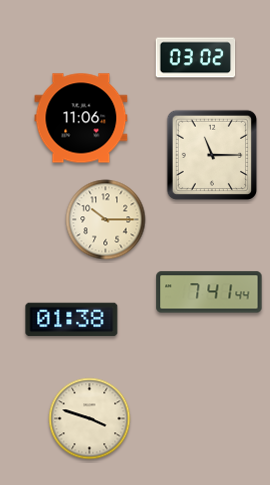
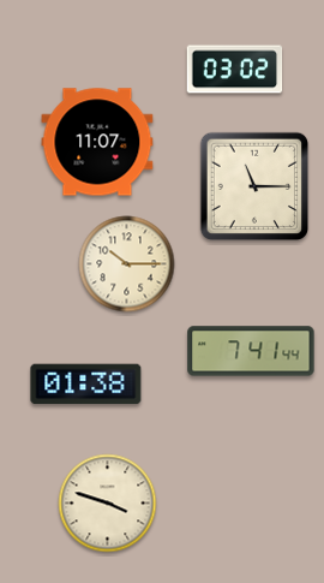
clock at (81, 118): 11:06 -> 11:07
